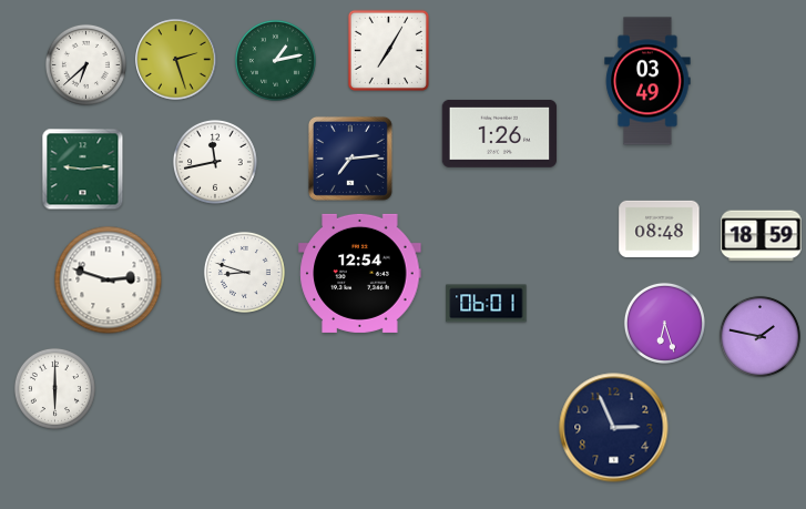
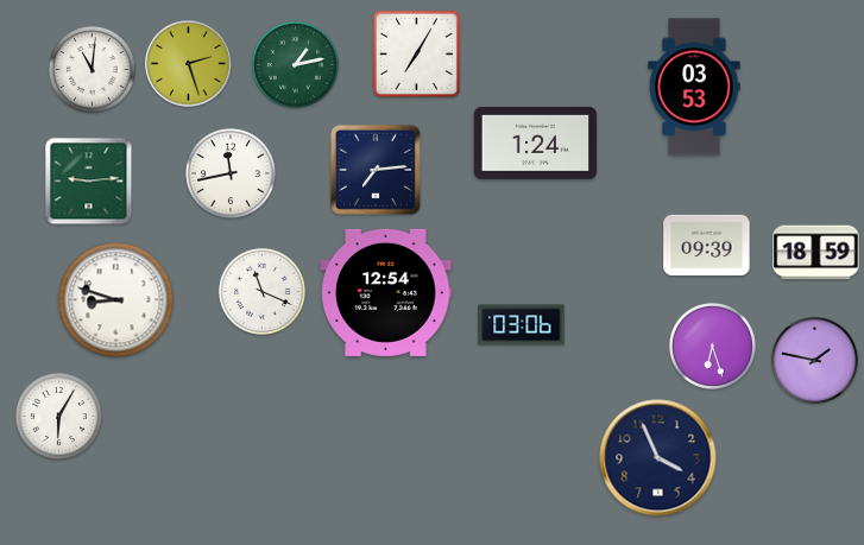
clock at (85, 64): 6:38 -> 11:01
clock at (647, 81): 03:49 -> 03:53
clock at (500, 133): 1:26 -> 1:24
clock at (660, 228): 08:48 -> 09:39
clock at (244, 272): 8:48 -> 11:19
clock at (109, 281): 2:48 -> 8:48
clock at (487, 304): 06:01 -> 03:06
clock at (54, 388): 6:00 -> 6:05
clock at (614, 428): 2:56 -> 3:56
